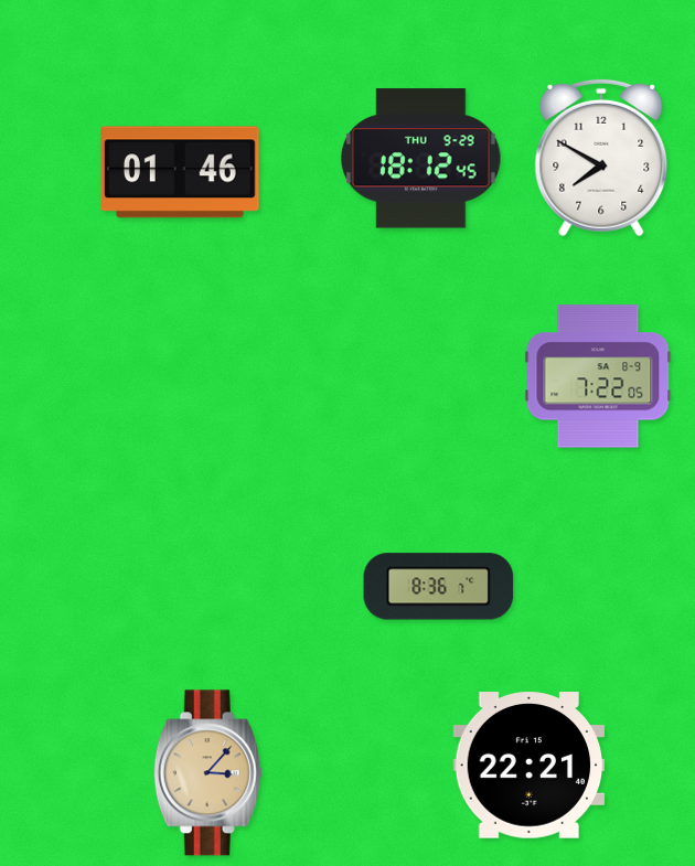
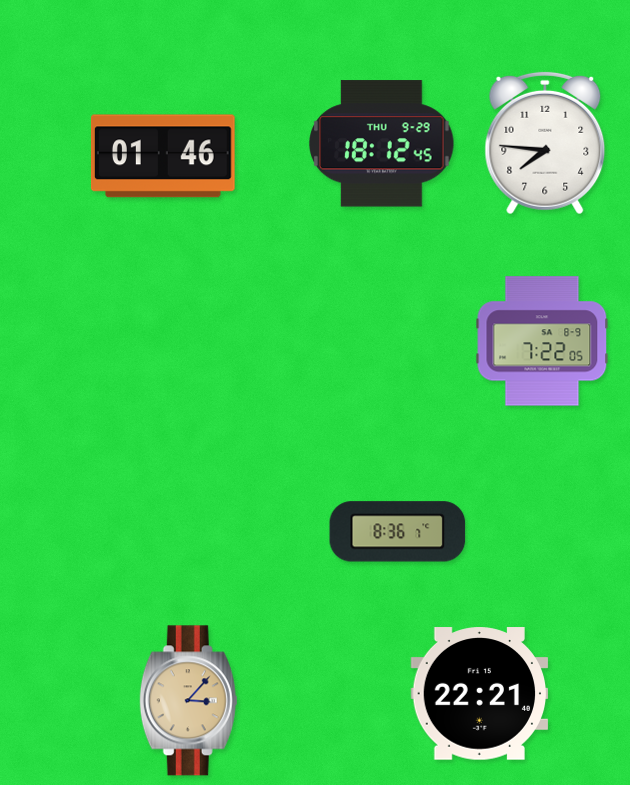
clock at (601, 158): 7:50 -> 7:46
